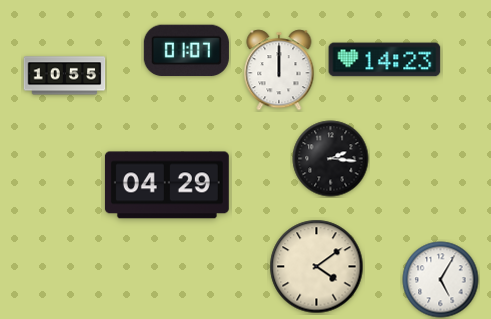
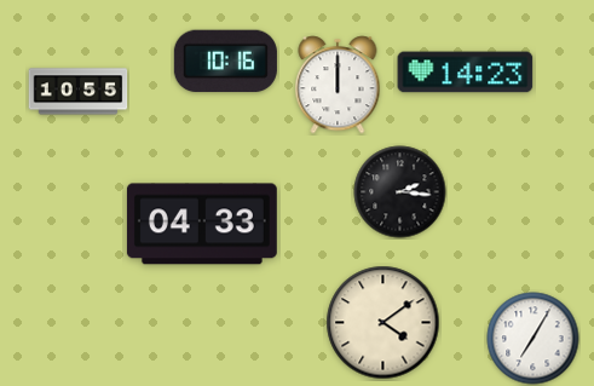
clock at (186, 51): 01:07 -> 10:16
clock at (167, 185): 04:29 -> 04:33
clock at (441, 280): 5:05 -> 7:05
